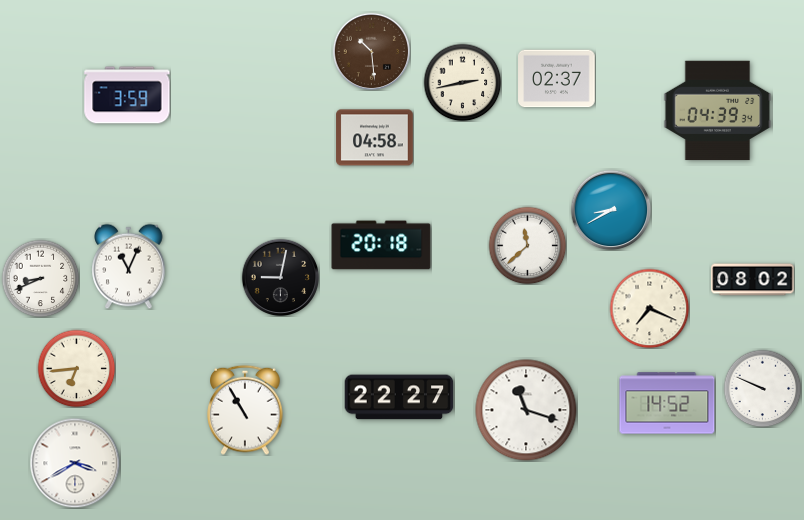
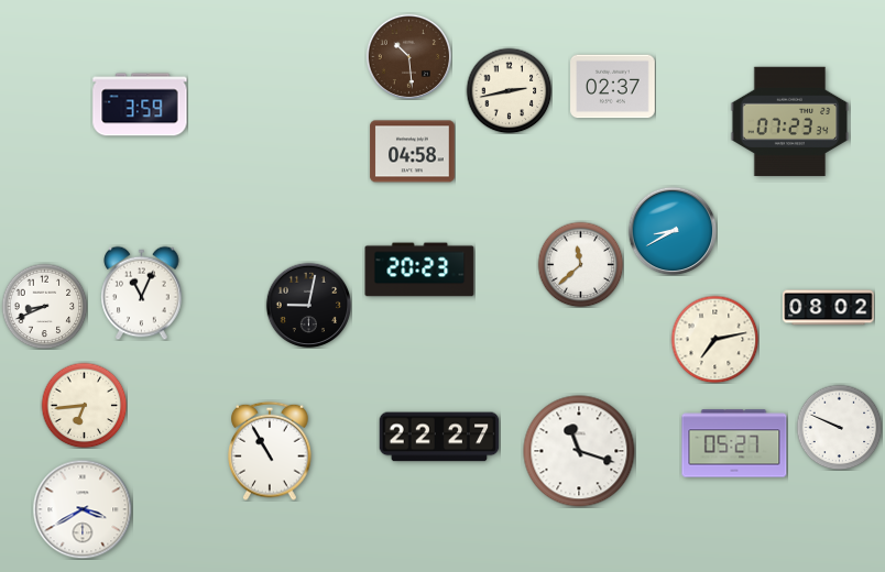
clock at (718, 111): 04:39 -> 07:23
clock at (381, 245): 20:18 -> 20:23
clock at (527, 245) position: (527, 245) -> (580, 264)
clock at (649, 308): 7:19 -> 7:13
clock at (667, 403): 14:52 -> 05:27
